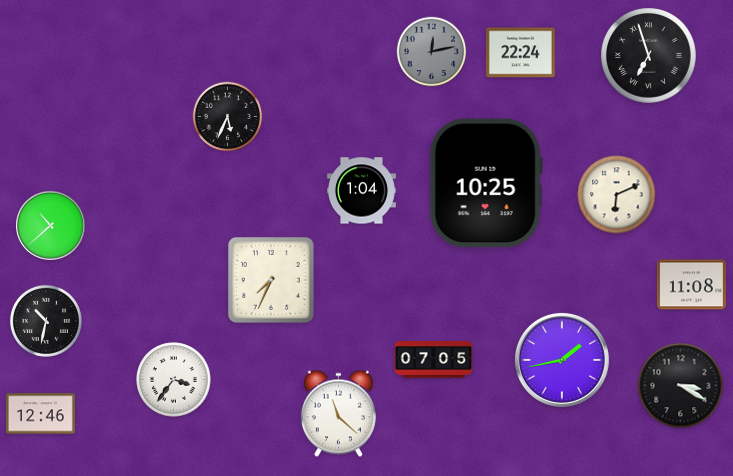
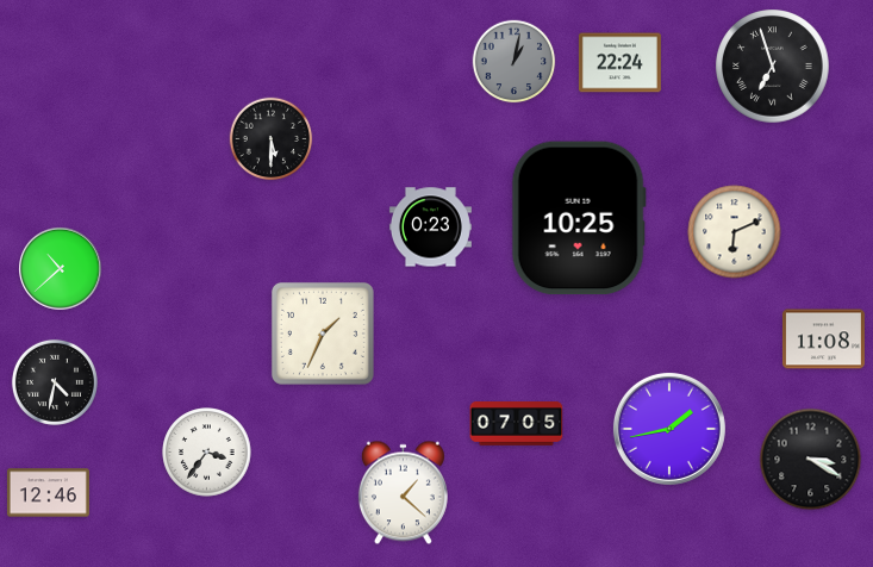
clock at (432, 52): 12:13 -> 1:02
clock at (228, 117): 5:34 -> 5:30
clock at (361, 191): 1:04 -> 0:23
clock at (271, 280): 7:34 -> 1:34
clock at (46, 321): 10:32 -> 4:32
clock at (434, 360) position: (434, 360) -> (517, 424)
clock at (338, 414): 11:22 -> 1:22
